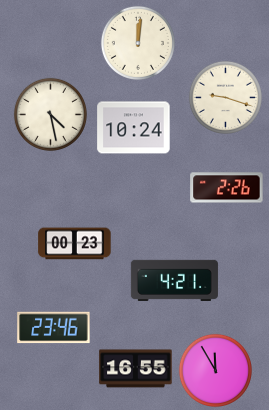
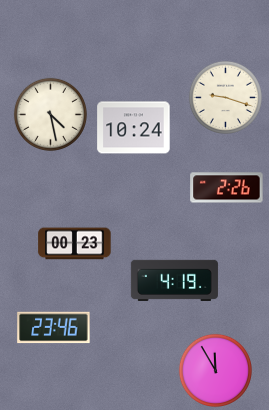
clock at (138, 43): 12:01 -> none
clock at (174, 280): 4:21 -> 4:19
clock at (136, 369): 16:55 -> none
